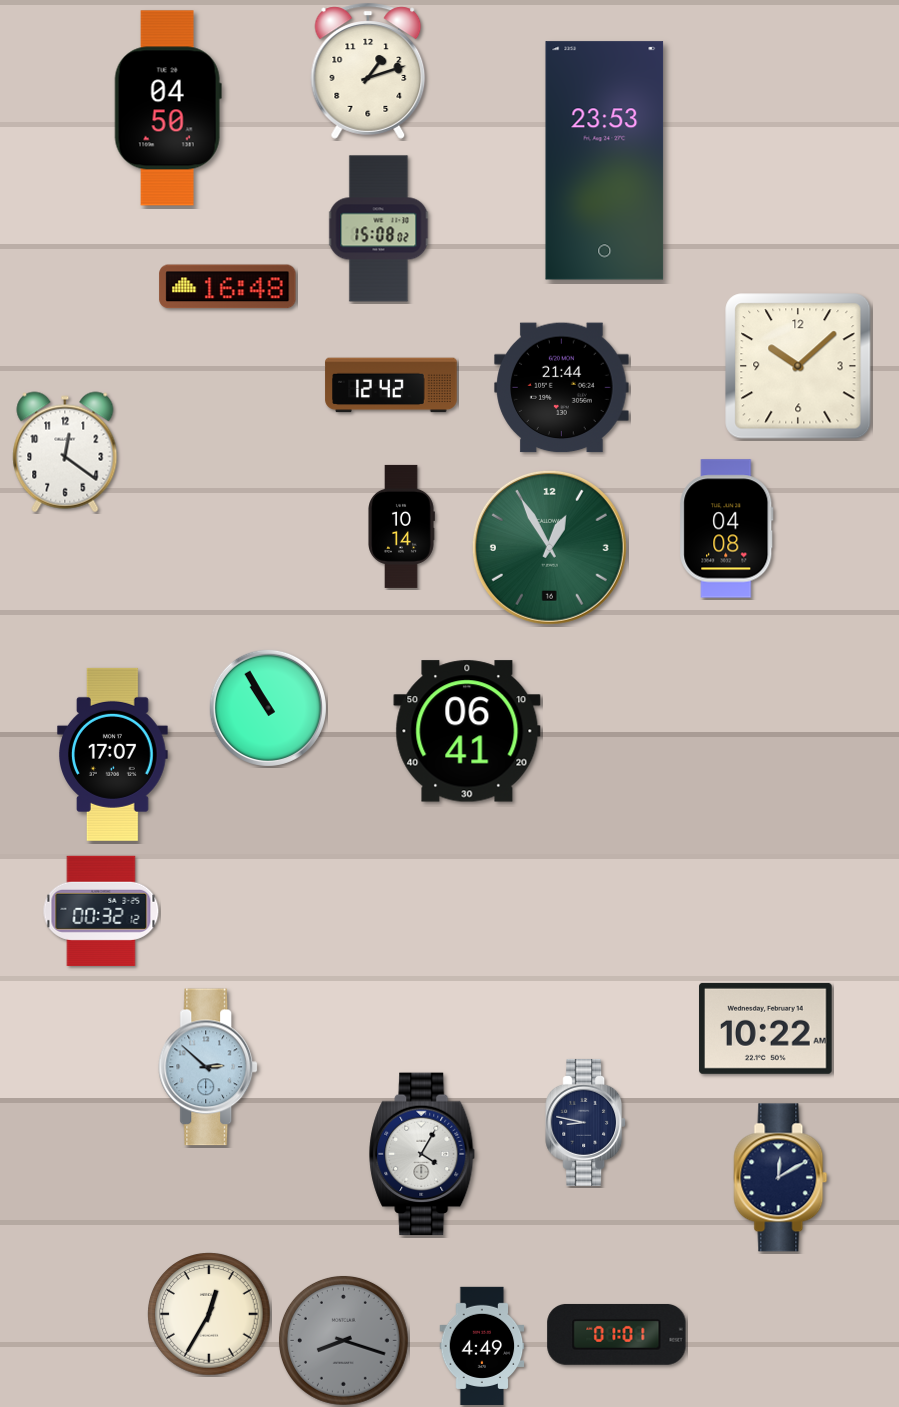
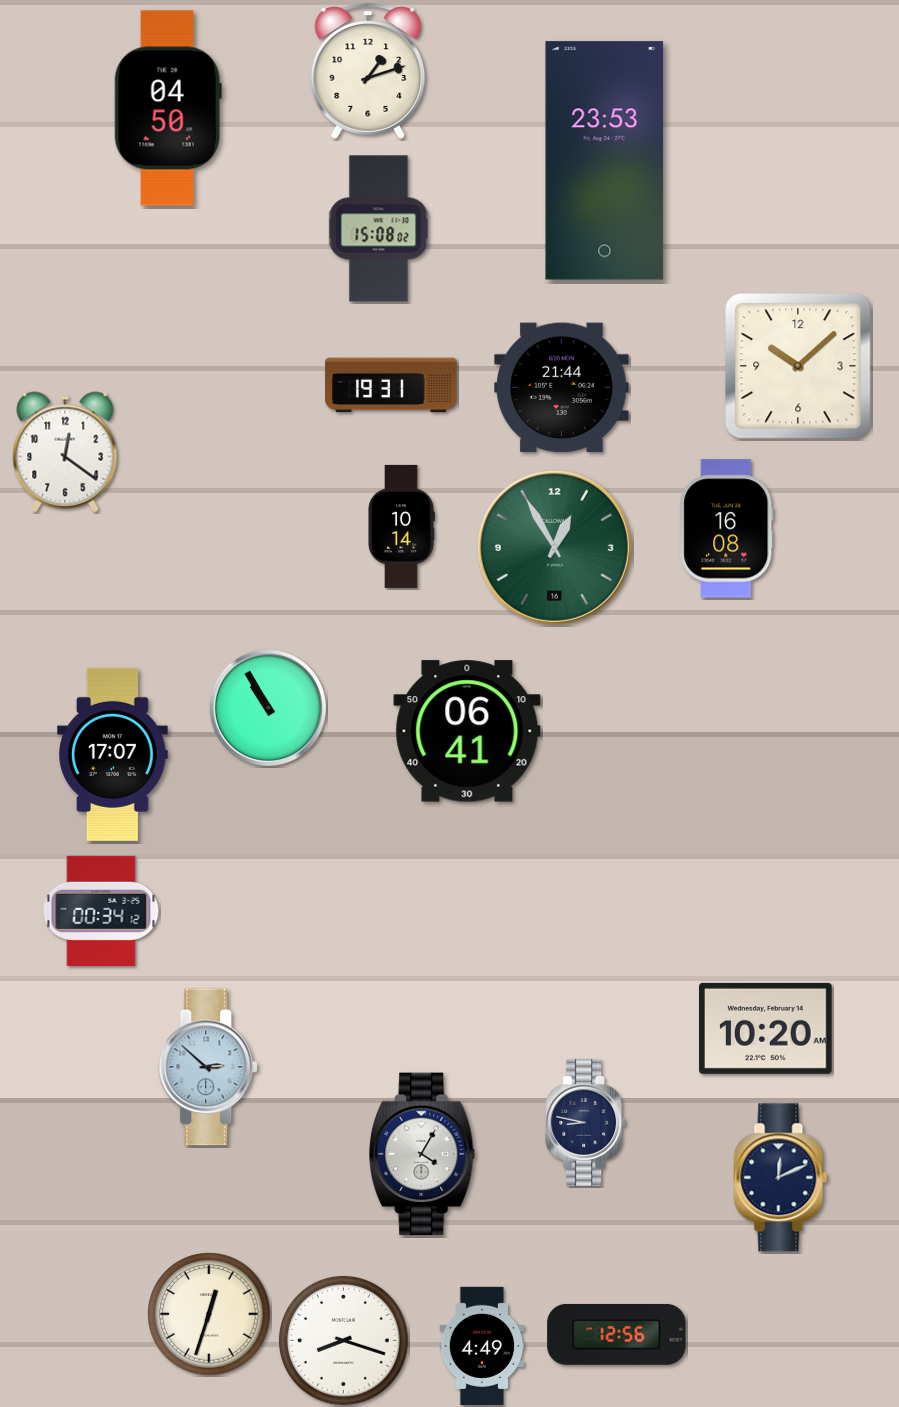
clock at (228, 287): 16:48 -> none
clock at (391, 385): 12:42 -> 19:31
clock at (727, 529): 04:08 -> 16:08
clock at (549, 547) position: (549, 547) -> (554, 547)
clock at (101, 911): 00:32 -> 00:34
clock at (766, 1028): 10:22 -> 10:20
clock at (781, 1178): 12:10 -> 12:11
clock at (209, 1314): 12:35 -> 12:33
clock at (617, 1334): 01:01 -> 12:56
clock at (343, 1340) dial: grey -> white
